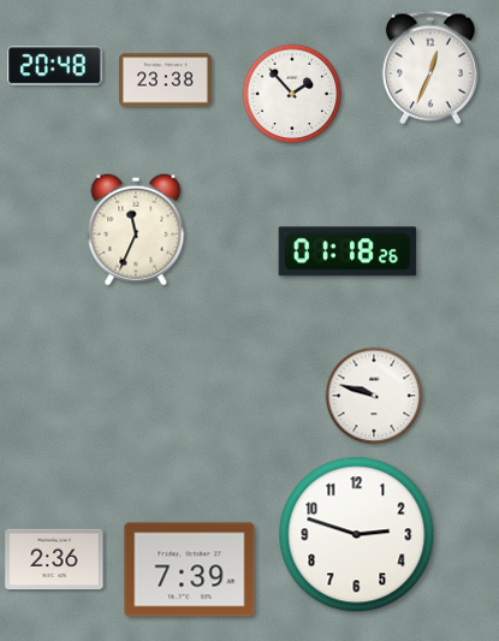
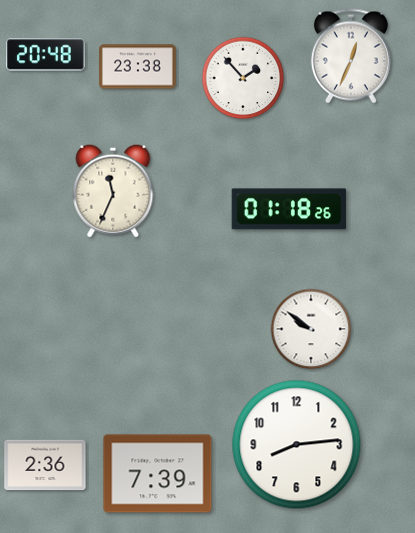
clock at (430, 67) position: (430, 67) -> (351, 56)
clock at (374, 396): 9:48 -> 9:51
clock at (357, 535): 2:48 -> 8:14
